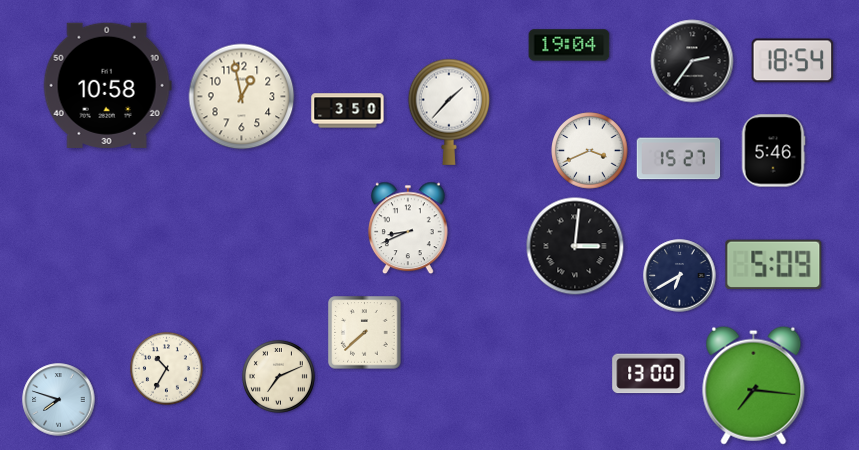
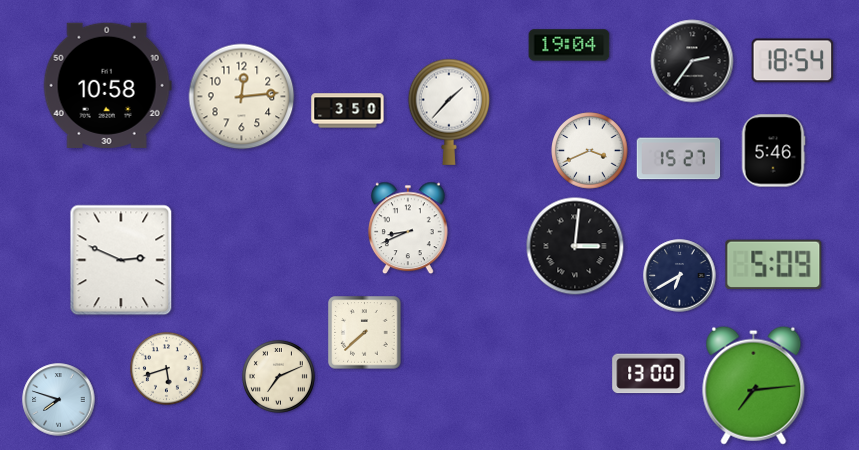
clock at (242, 97): 12:58 -> 12:14
clock at (121, 260): none -> 2:49
clock at (166, 368): 10:35 -> 5:42
clock at (754, 385): 7:16 -> 7:14
